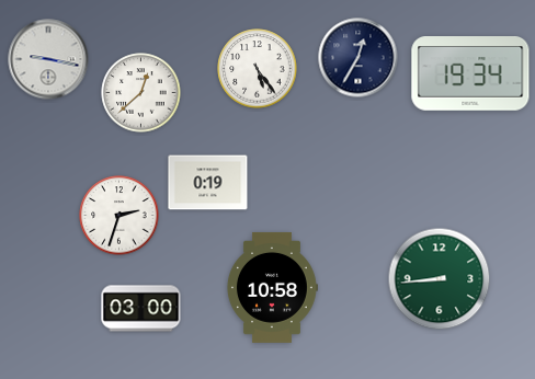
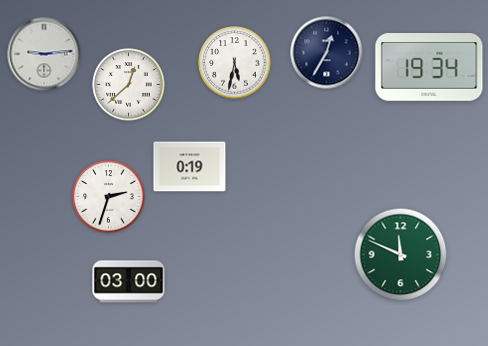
clock at (48, 59): 9:17 -> 9:14
clock at (258, 69): 5:24 -> 5:32
clock at (440, 279): 8:44 -> 11:49
clock at (272, 287): 10:58 -> none
